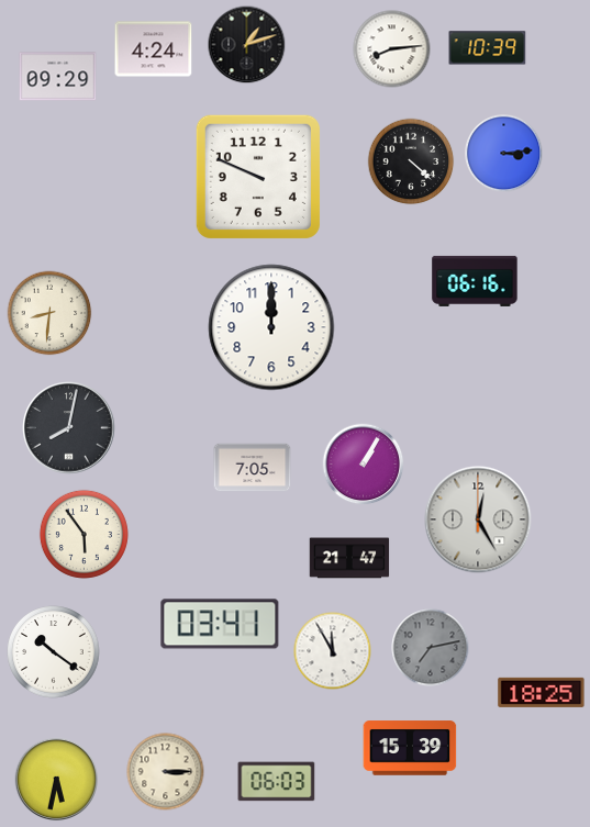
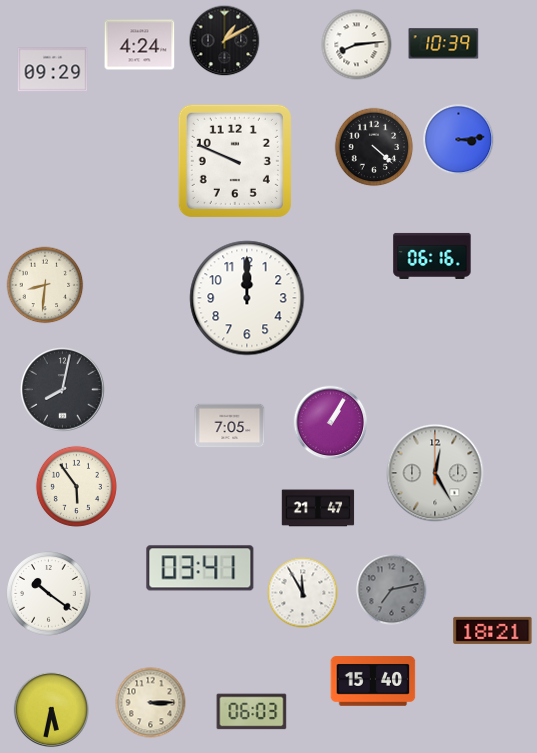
clock at (247, 45): 1:12 -> 1:10
clock at (542, 692): 18:25 -> 18:21
clock at (410, 748): 15:39 -> 15:40
